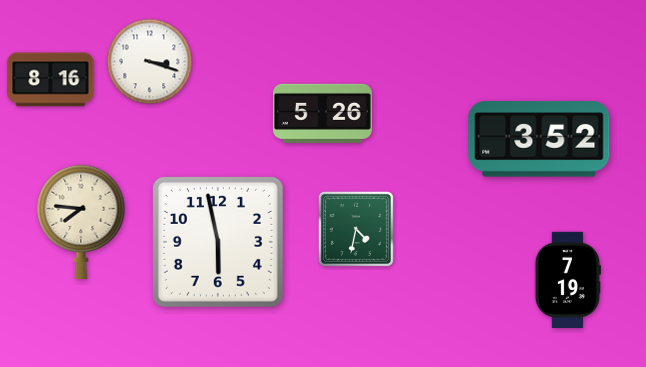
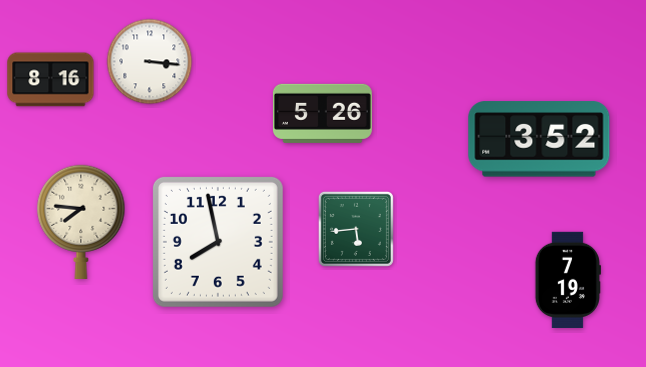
clock at (150, 62): 3:18 -> 3:16
clock at (356, 229): 4:32 -> 5:44
clock at (218, 242): 5:58 -> 7:58
